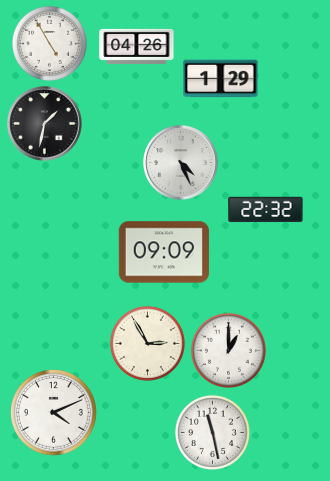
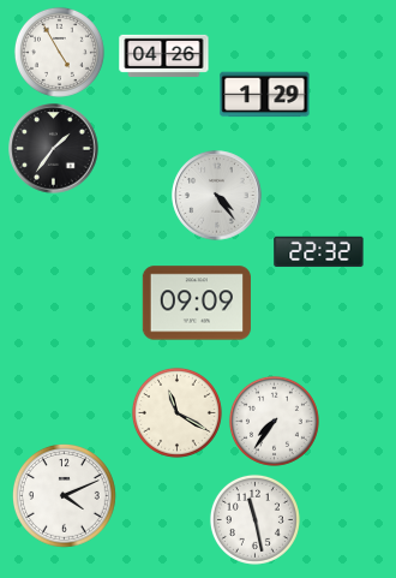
clock at (45, 124): 1:32 -> 1:36
clock at (181, 163): 4:26 -> 4:24
clock at (147, 343): 2:55 -> 11:20
clock at (228, 350): 1:00 -> 7:36
